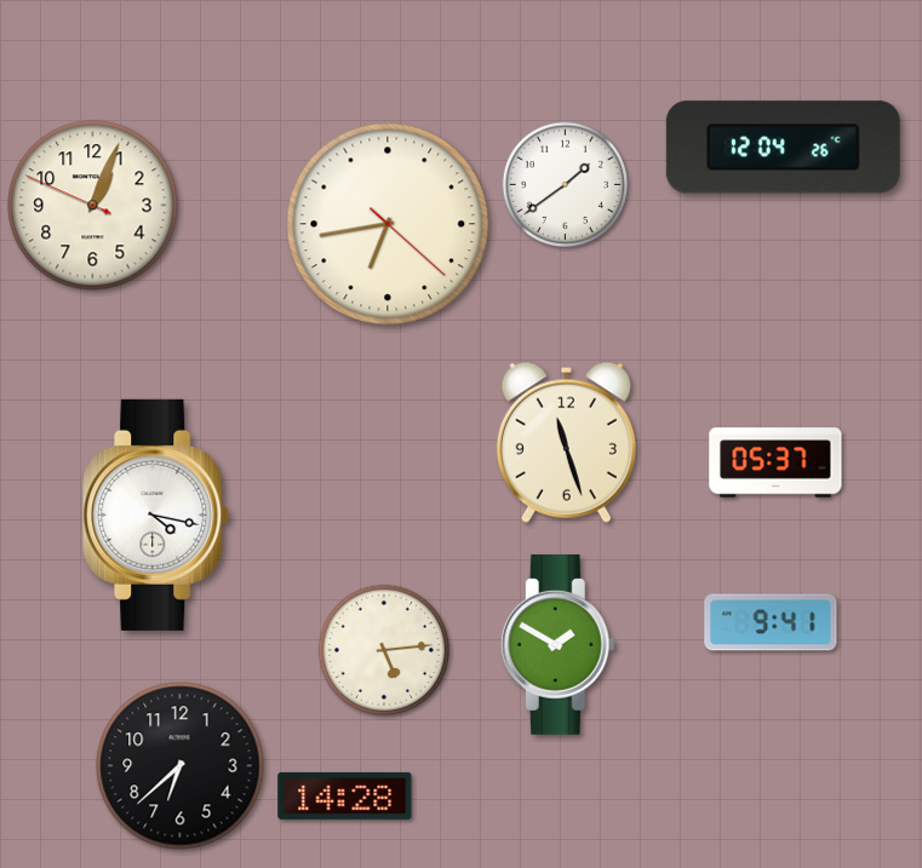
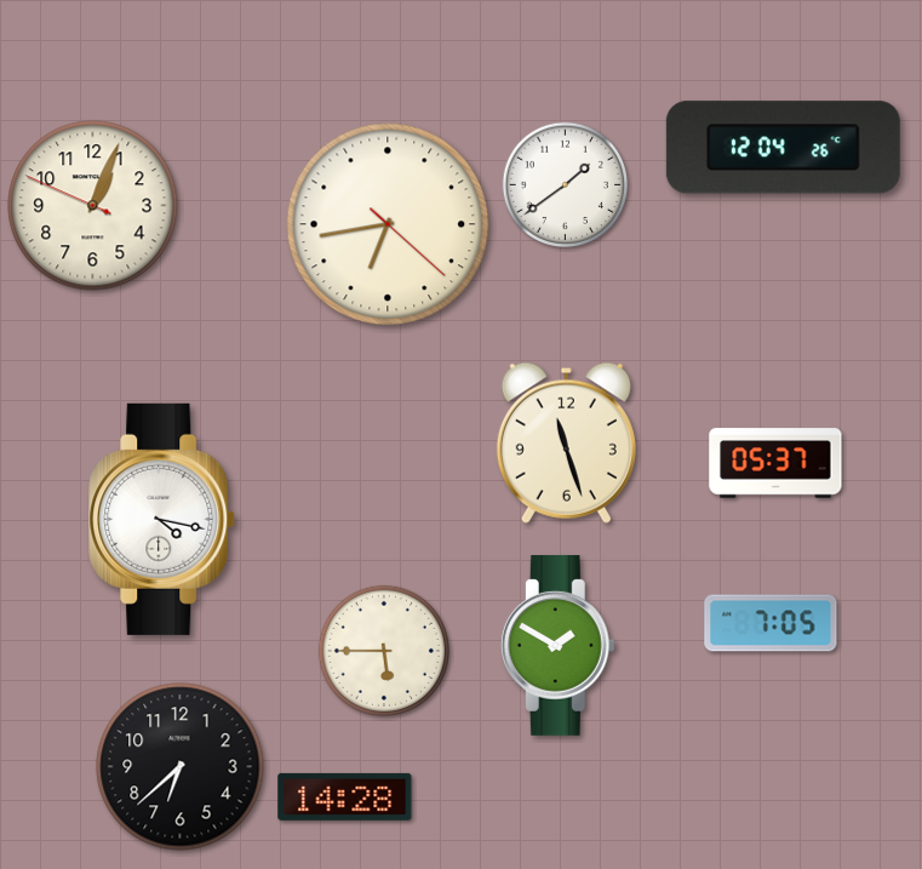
clock at (156, 515) position: (156, 515) -> (162, 519)
clock at (771, 622): 9:41 -> 7:05
clock at (384, 650): 5:14 -> 5:45
